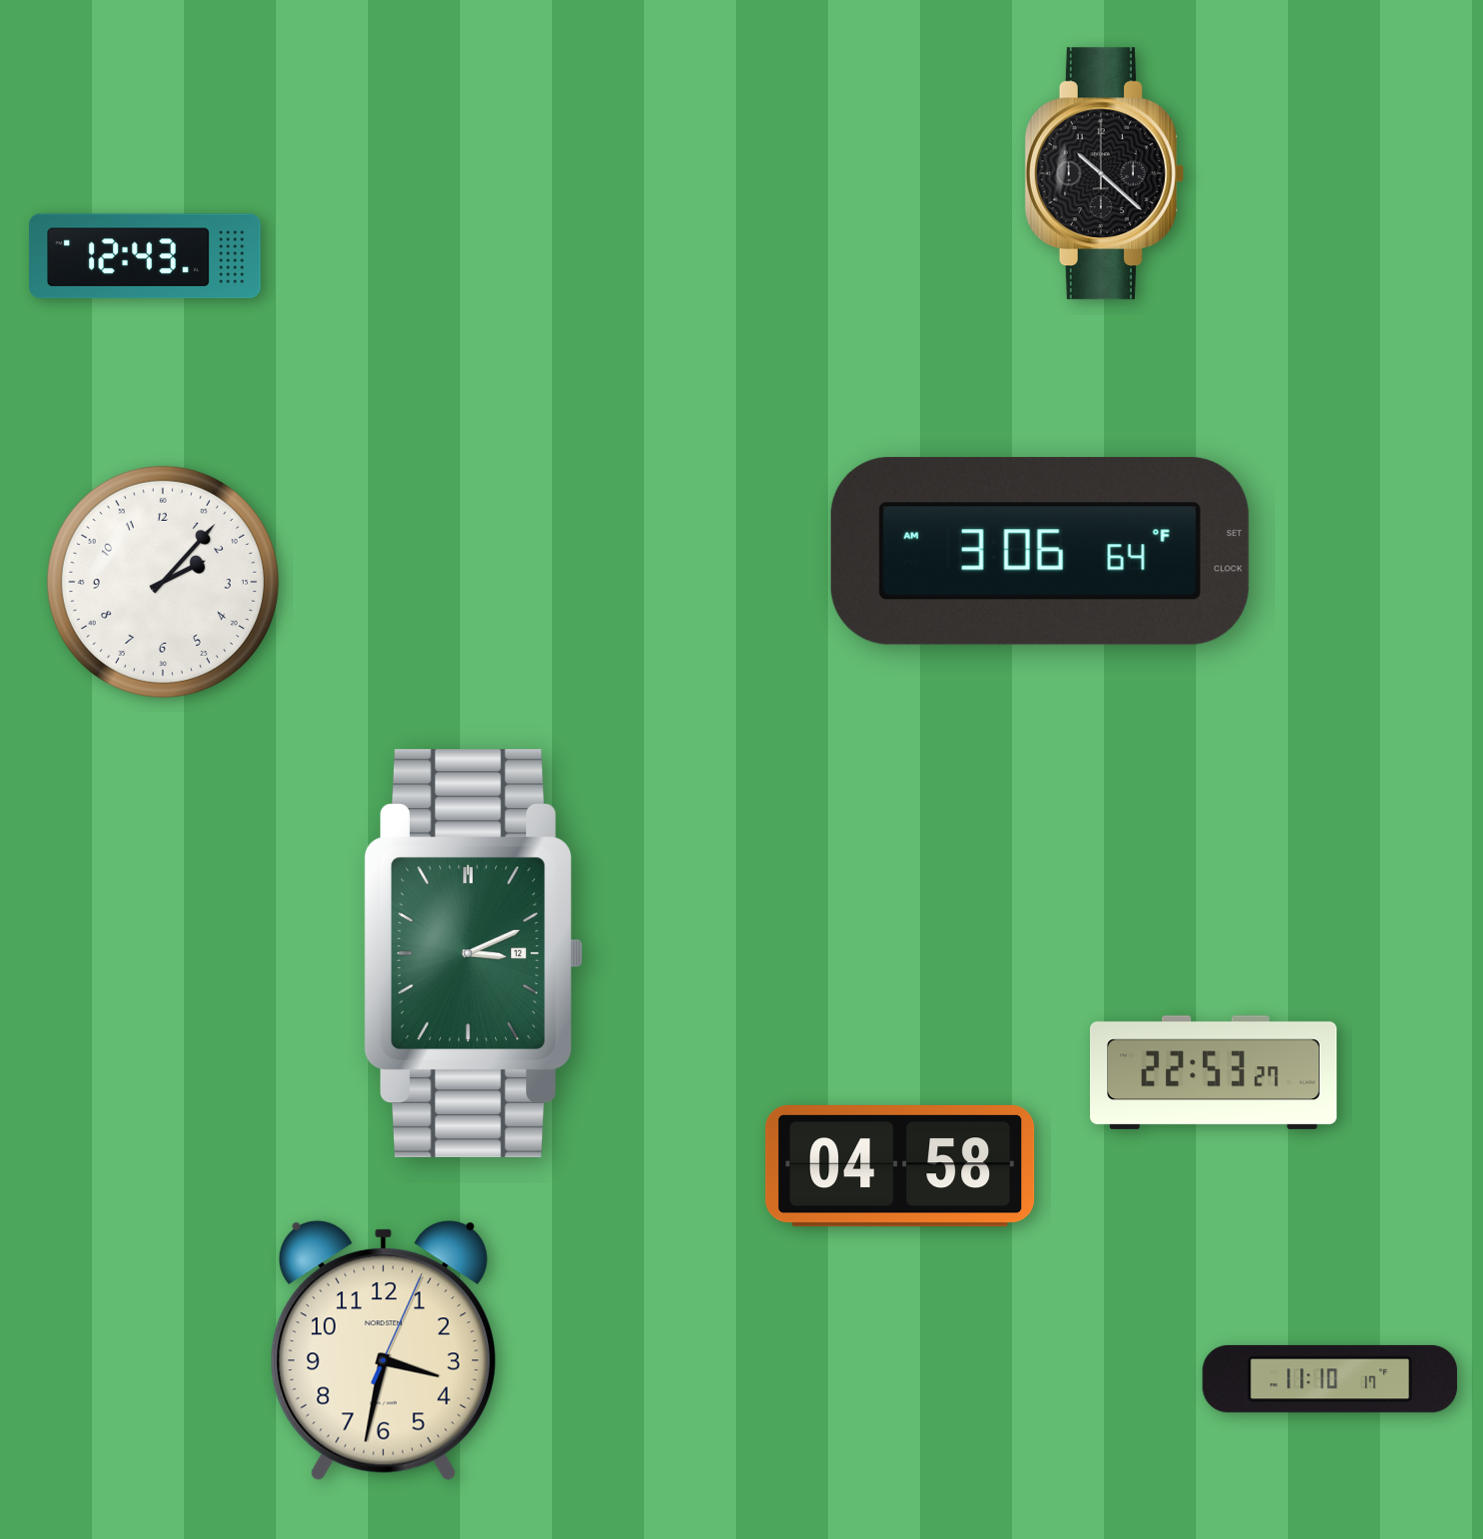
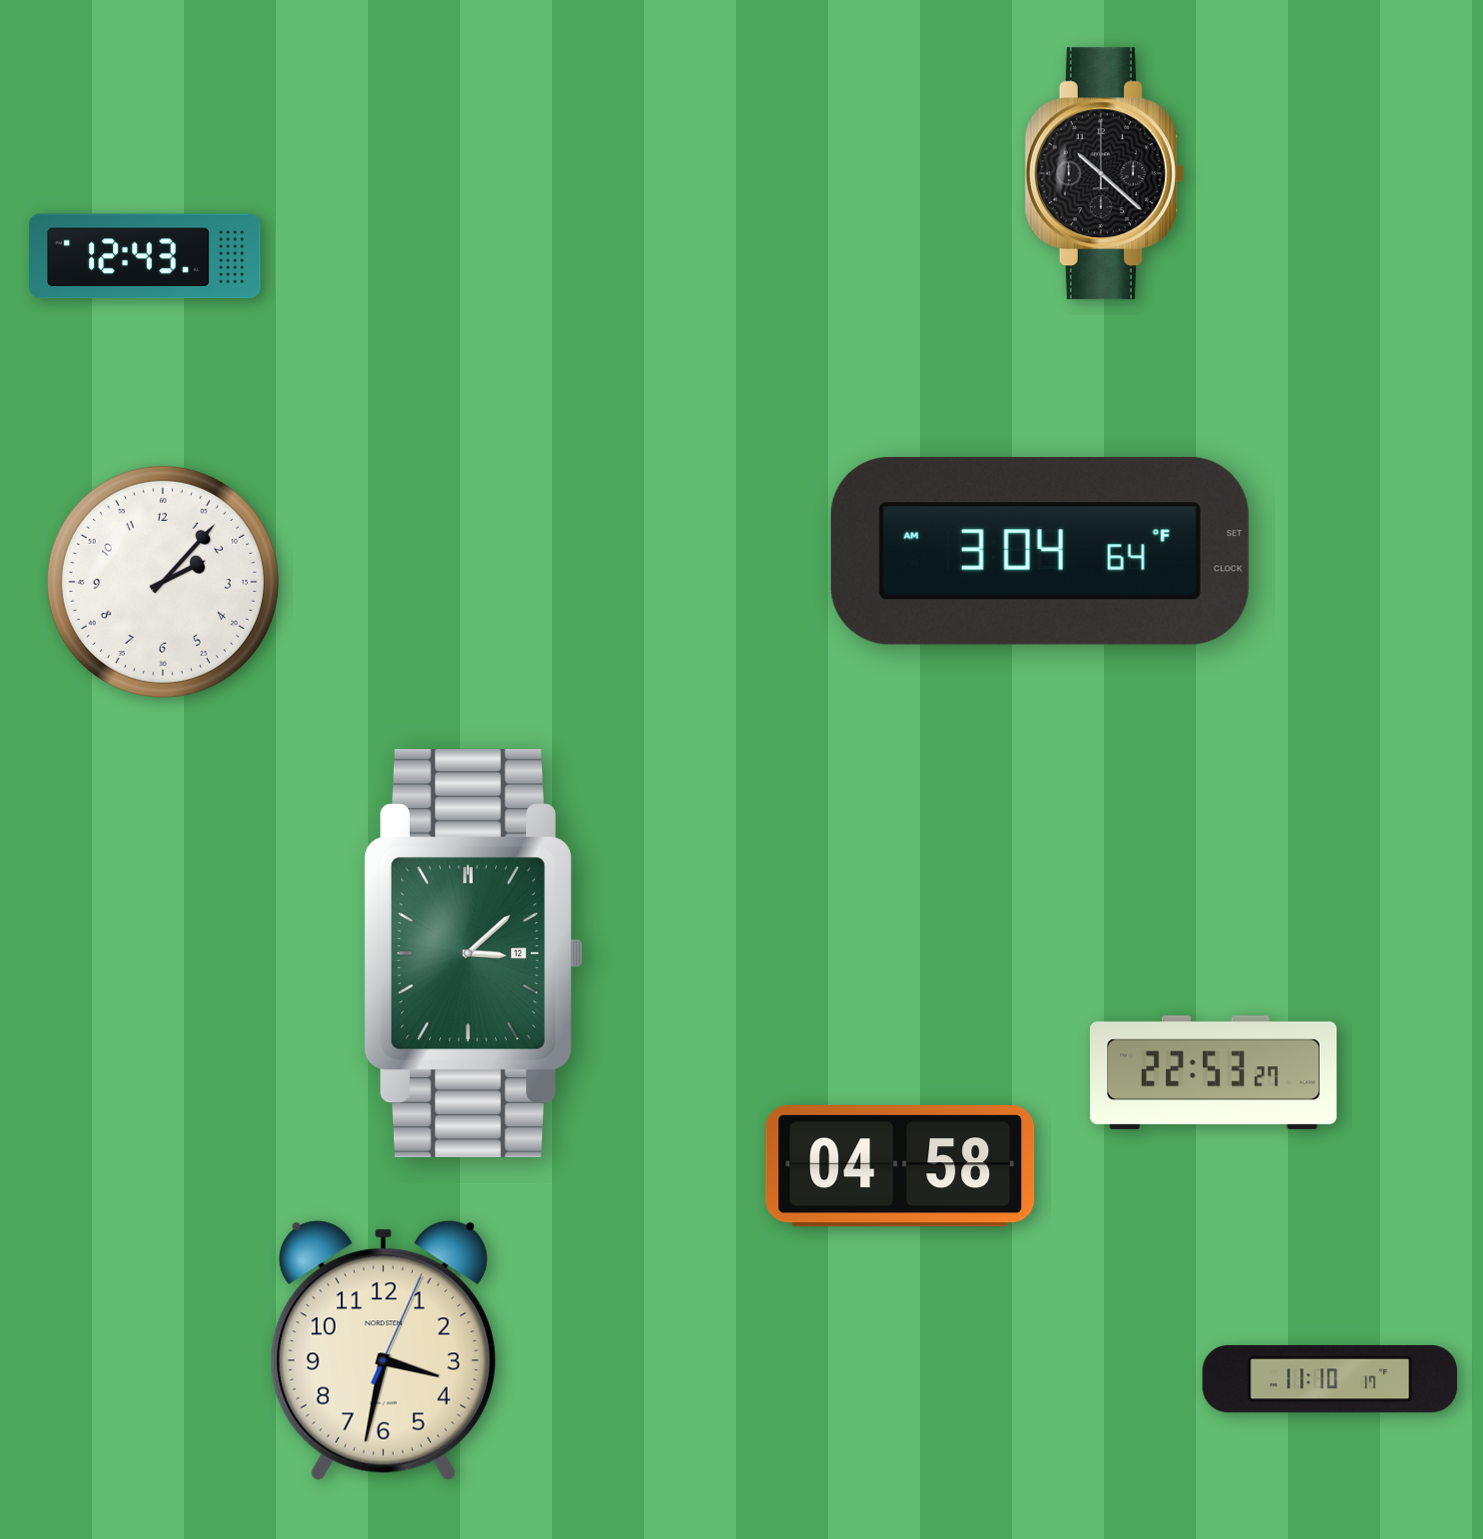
clock at (1040, 551): 3:06 -> 3:04
clock at (473, 954): 3:11 -> 3:08
